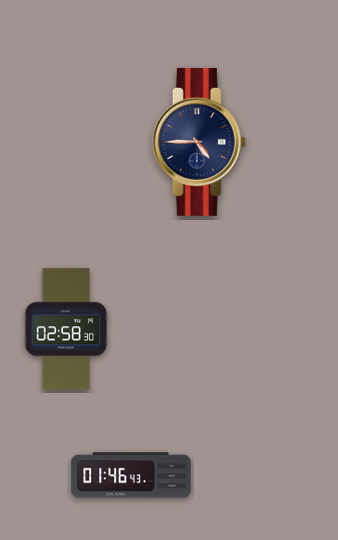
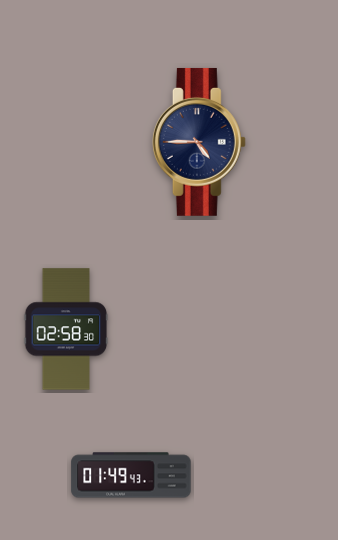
clock at (131, 475): 01:46 -> 01:49
